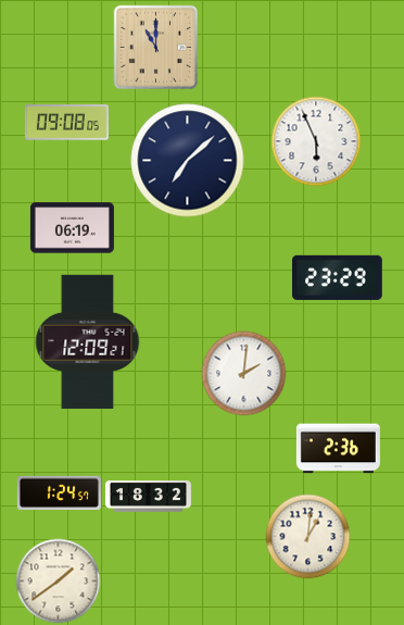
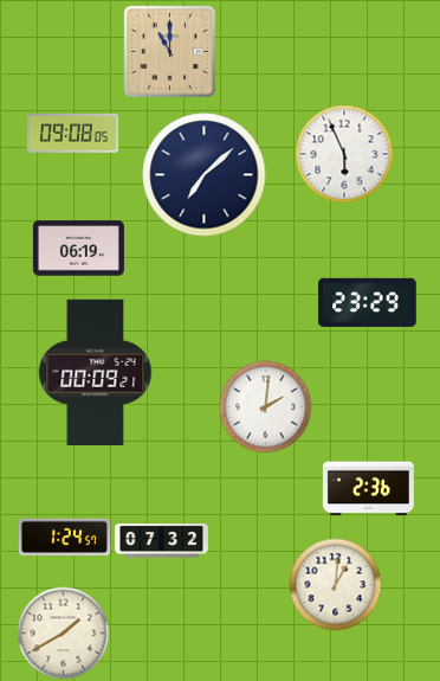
clock at (88, 341): 12:09 -> 00:09
clock at (148, 497): 18:32 -> 07:32
clock at (58, 580): 1:39 -> 1:40
